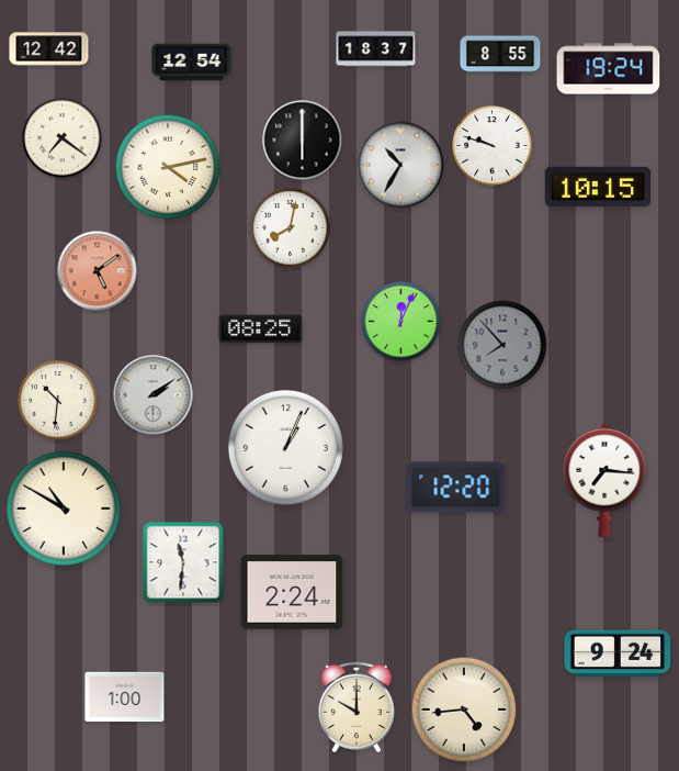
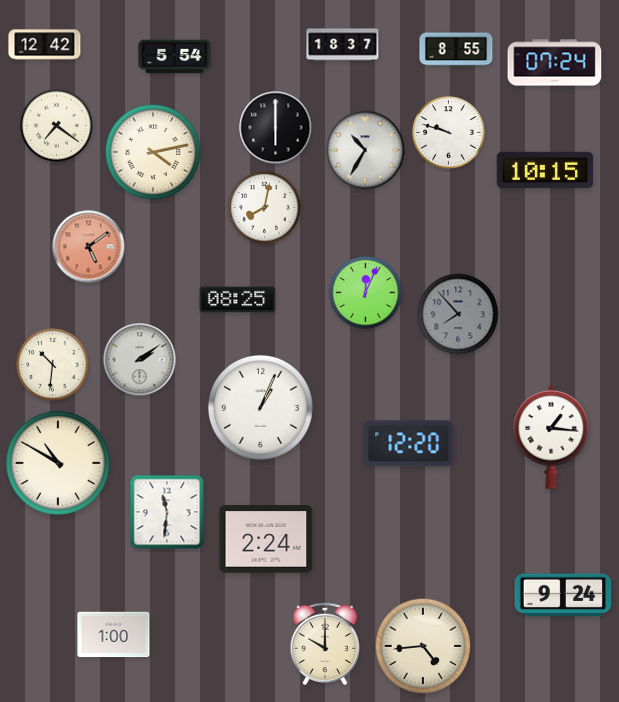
clock at (192, 63): 12:54 -> 5:54
clock at (609, 69): 19:24 -> 07:24
clock at (604, 480): 7:16 -> 1:16
clock at (456, 488) position: (456, 488) -> (409, 444)
